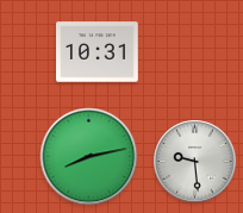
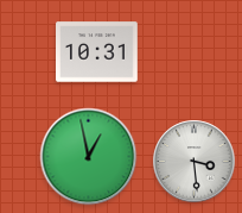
clock at (89, 157): 8:13 -> 12:58
clock at (195, 162): 9:29 -> 3:29
